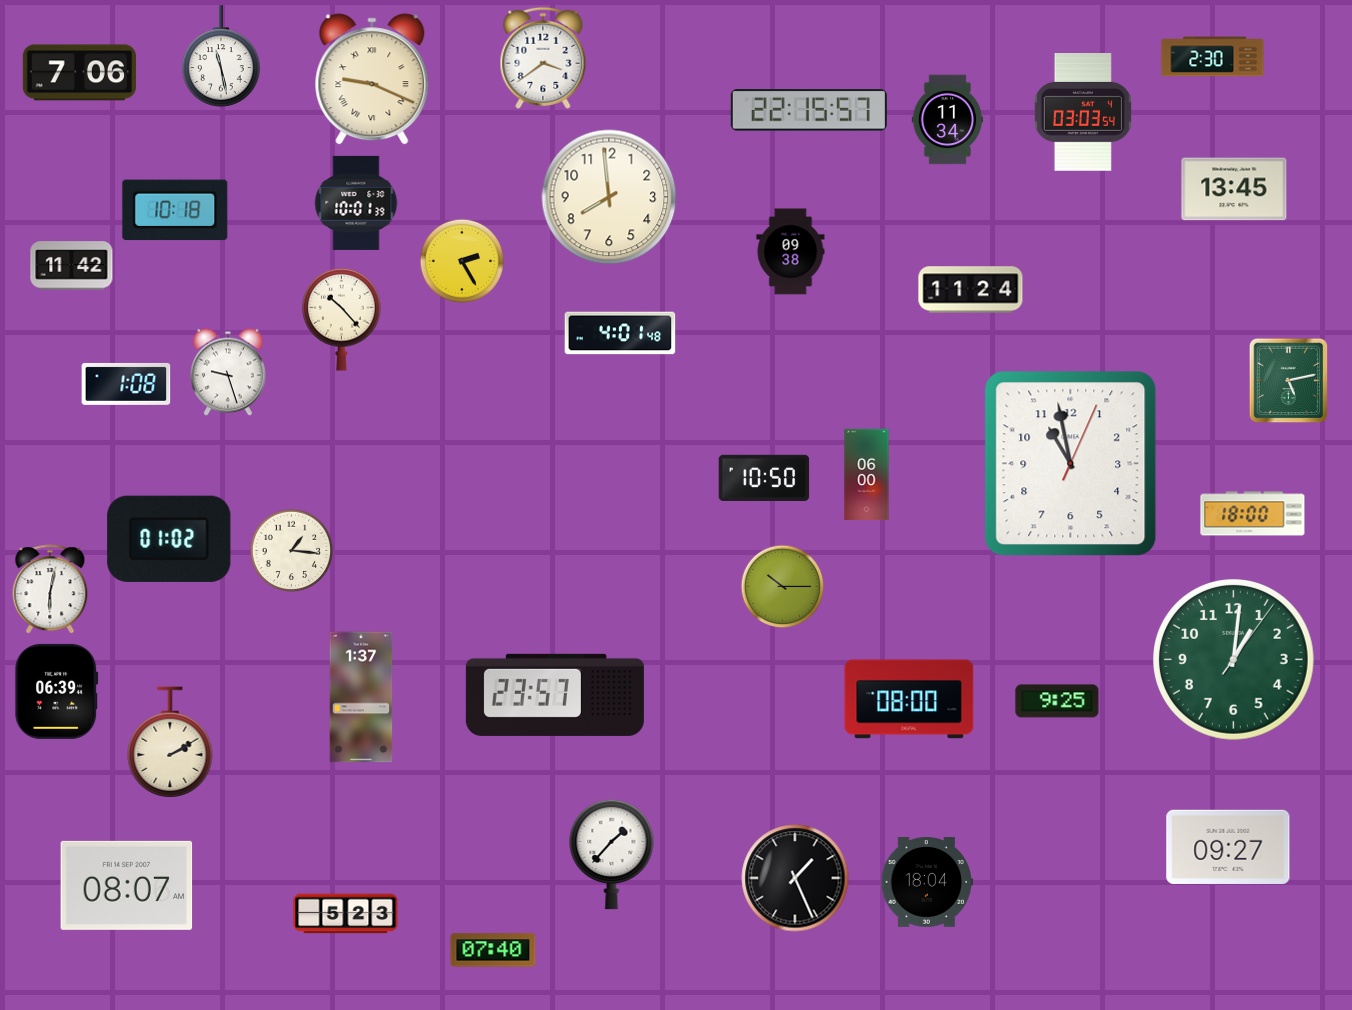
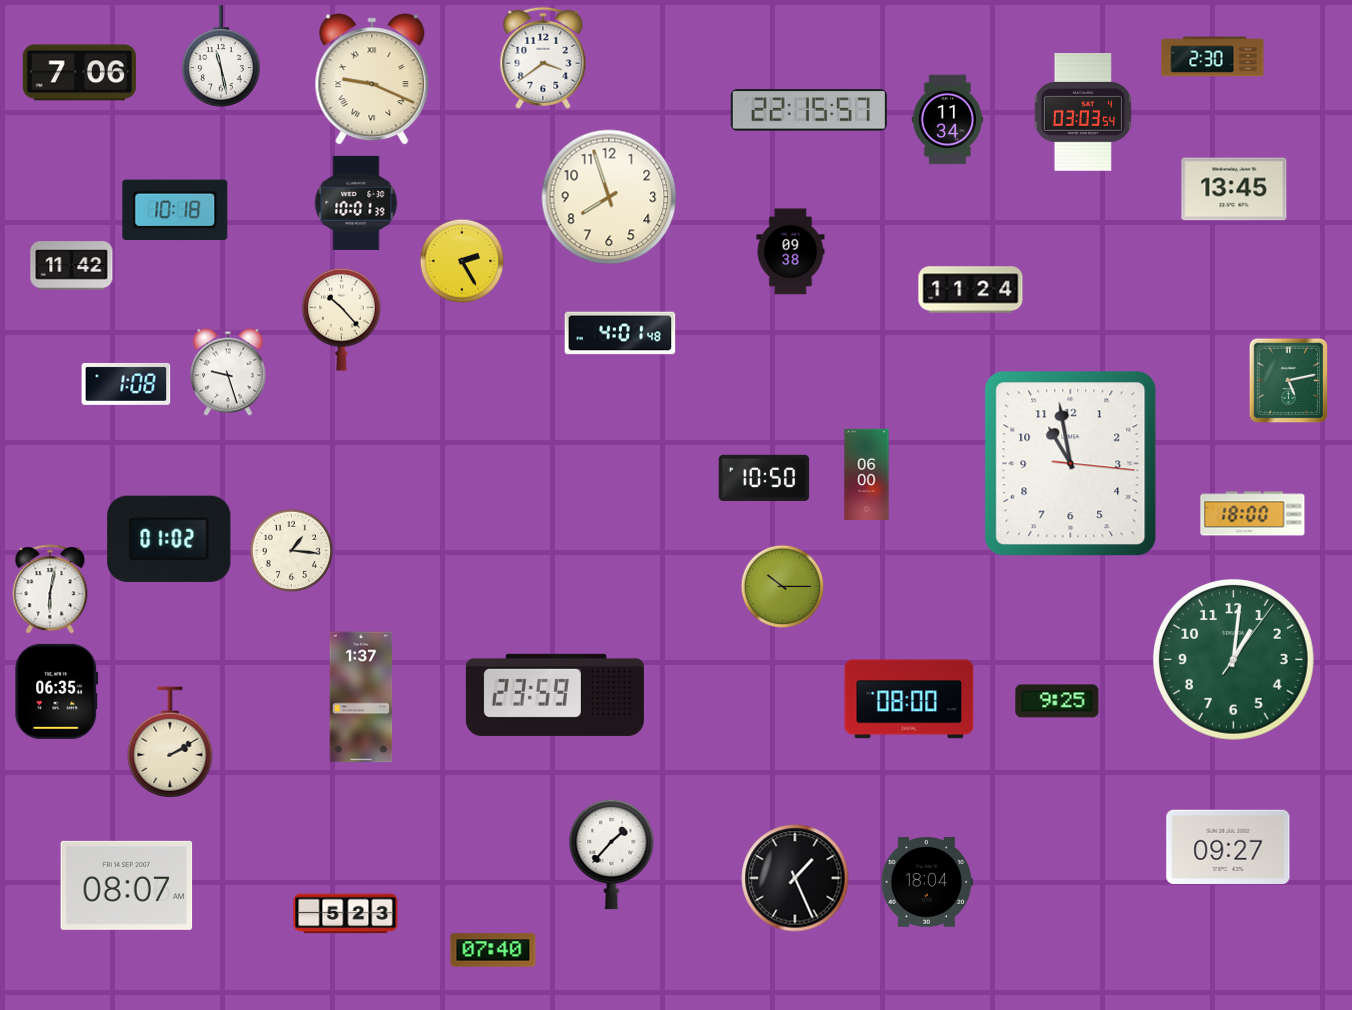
clock at (609, 197): 7:59 -> 7:57
clock at (1071, 464): 10:58:04 -> 10:58:16
clock at (57, 691): 06:39 -> 06:35
clock at (555, 695): 23:57 -> 23:59
